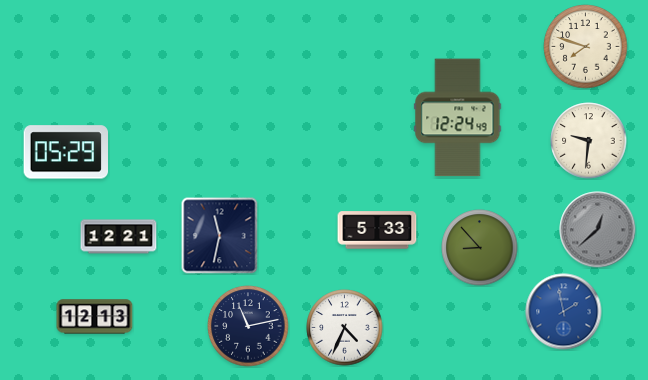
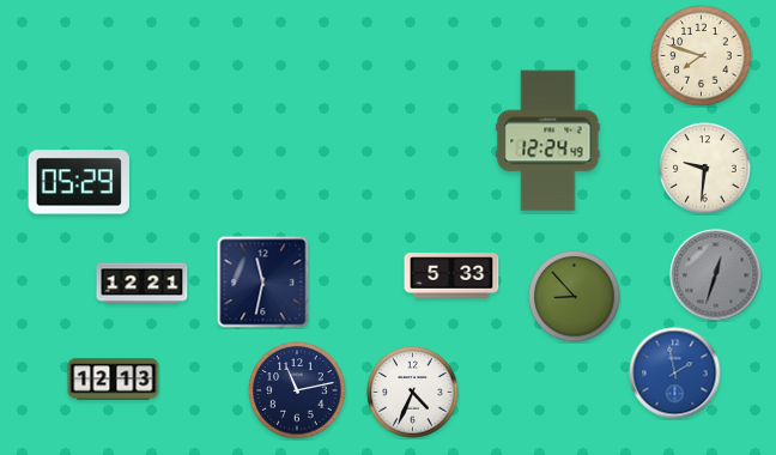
clock at (598, 230): 12:38 -> 12:33
